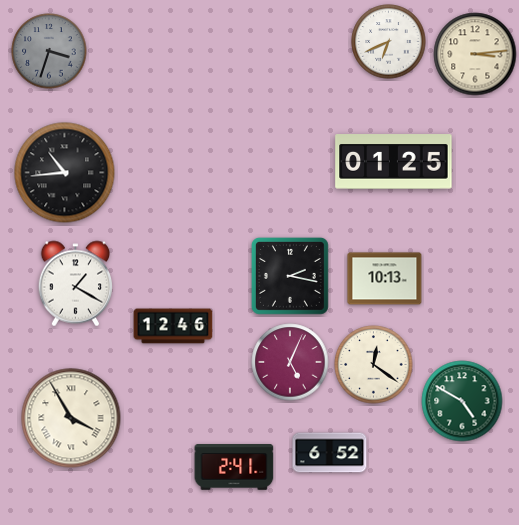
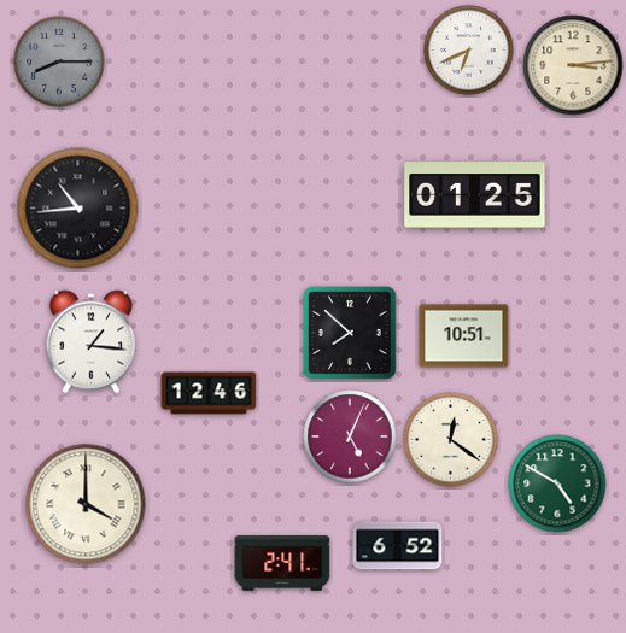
clock at (49, 51): 3:33 -> 8:15
clock at (290, 276): 2:17 -> 7:52
clock at (385, 279): 10:13 -> 10:51
clock at (76, 284): 1:20 -> 1:16
clock at (71, 418): 3:55 -> 4:00
